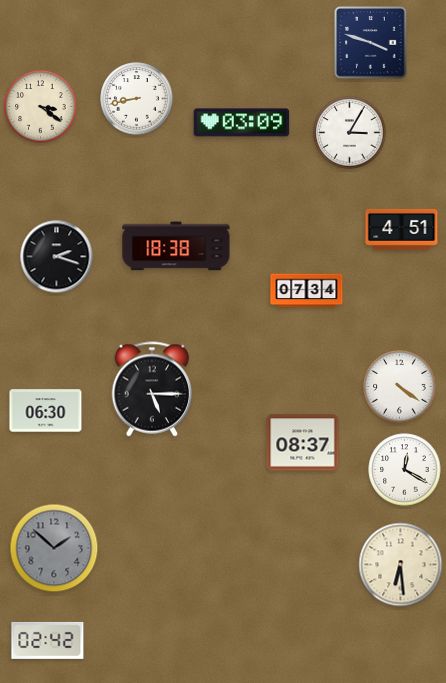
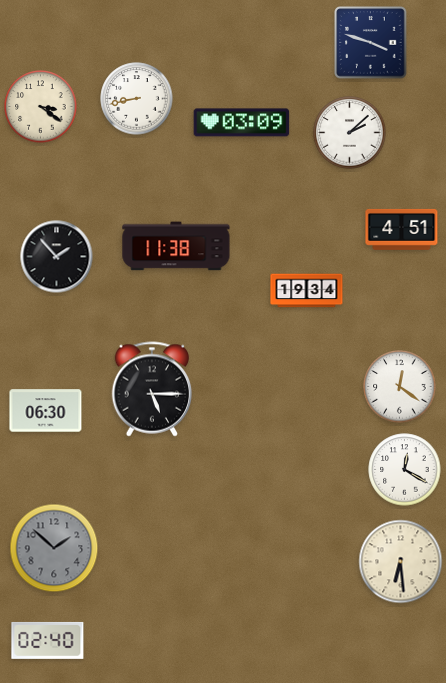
clock at (350, 133): 3:05 -> 2:08
clock at (176, 246): 18:38 -> 11:38
clock at (57, 257): 2:18 -> 1:53
clock at (307, 291): 07:34 -> 19:34
clock at (400, 387): 4:21 -> 12:21
clock at (303, 443): 08:37 -> none
clock at (401, 565) position: (401, 565) -> (401, 562)
clock at (48, 640): 02:42 -> 02:40
